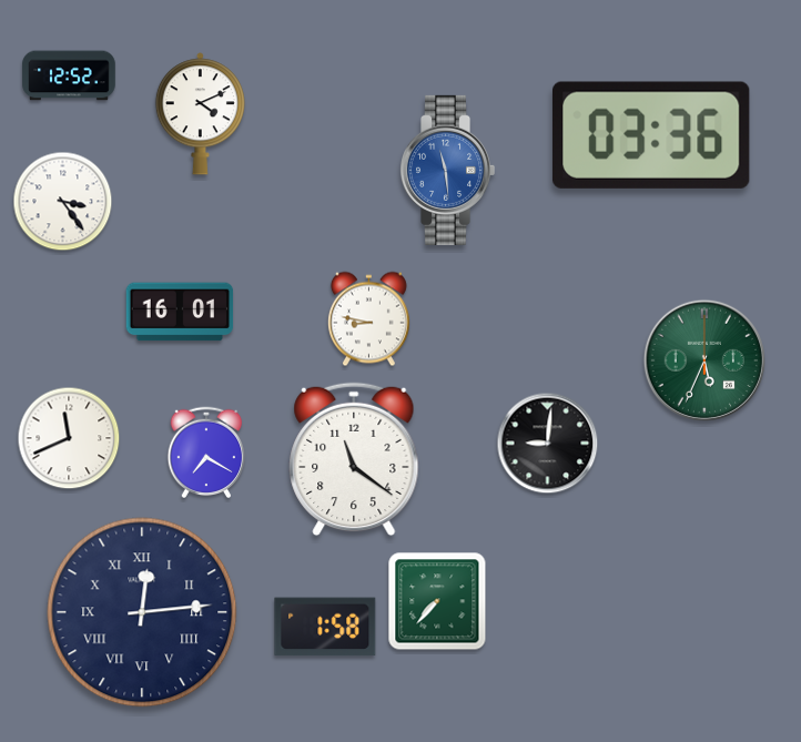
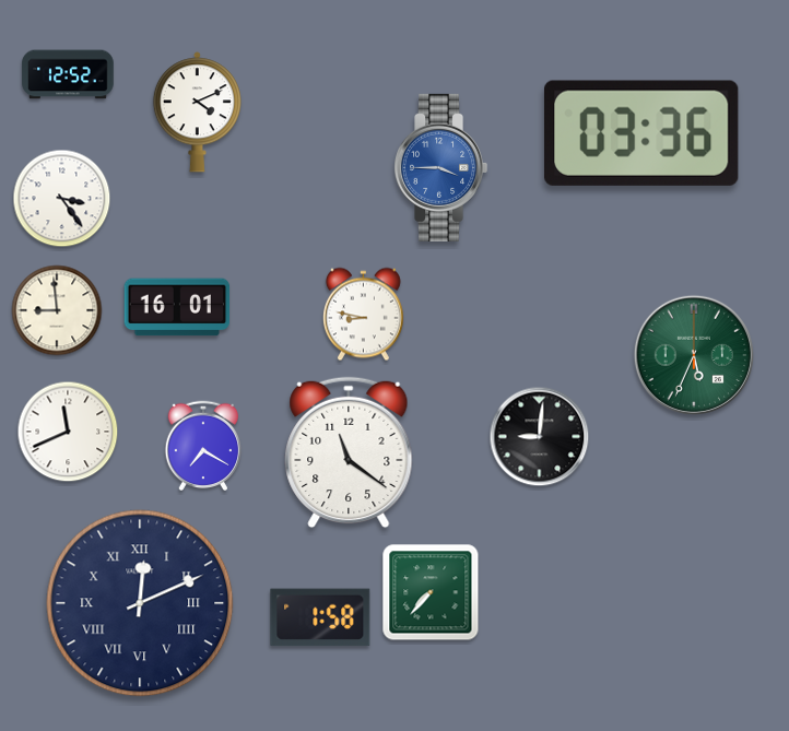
clock at (448, 170): 11:29 -> 3:45
clock at (57, 310): none -> 8:59
clock at (142, 612): 12:14 -> 12:11
